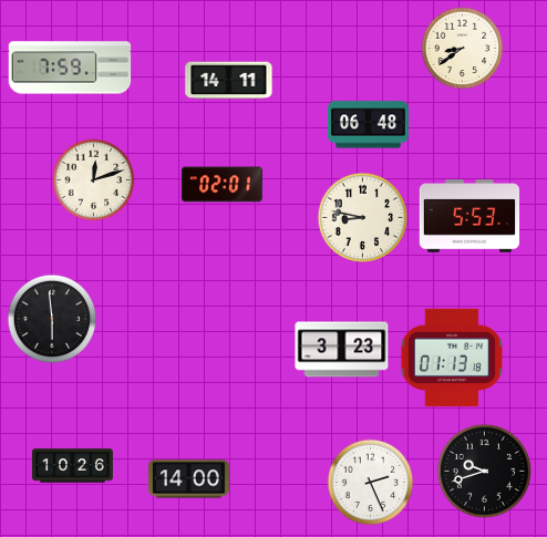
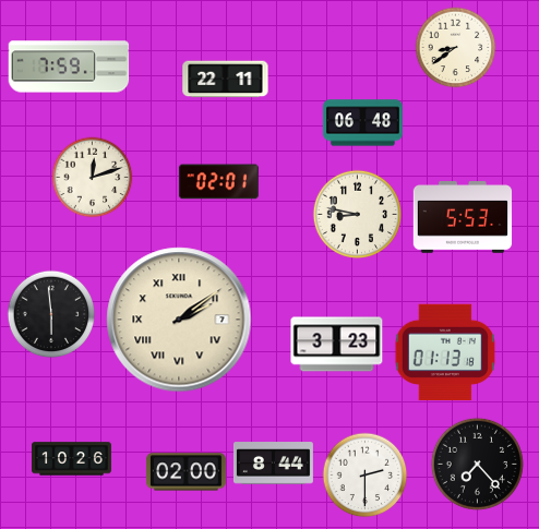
clock at (229, 81): 14:11 -> 22:11
clock at (469, 216) position: (469, 216) -> (463, 217)
clock at (179, 320): none -> 2:09
clock at (273, 464): none -> 8:44
clock at (484, 471): 9:42 -> 7:23
clock at (188, 479): 14:00 -> 02:00
clock at (371, 483): 2:26 -> 2:30
